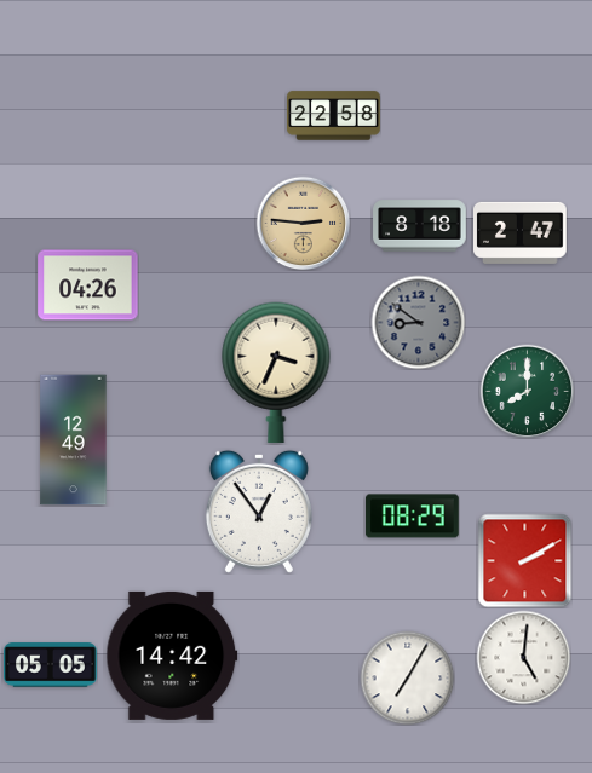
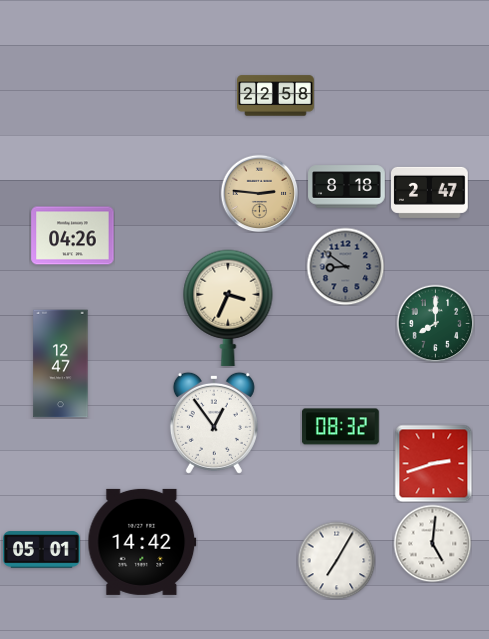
clock at (303, 223) position: (303, 223) -> (259, 193)
clock at (74, 440): 12:49 -> 12:47
clock at (413, 517): 08:29 -> 08:32
clock at (524, 560): 2:10 -> 2:42
clock at (51, 665): 05:05 -> 05:01
